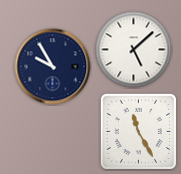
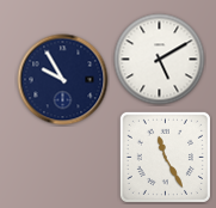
clock at (134, 50): 5:08 -> 5:10
